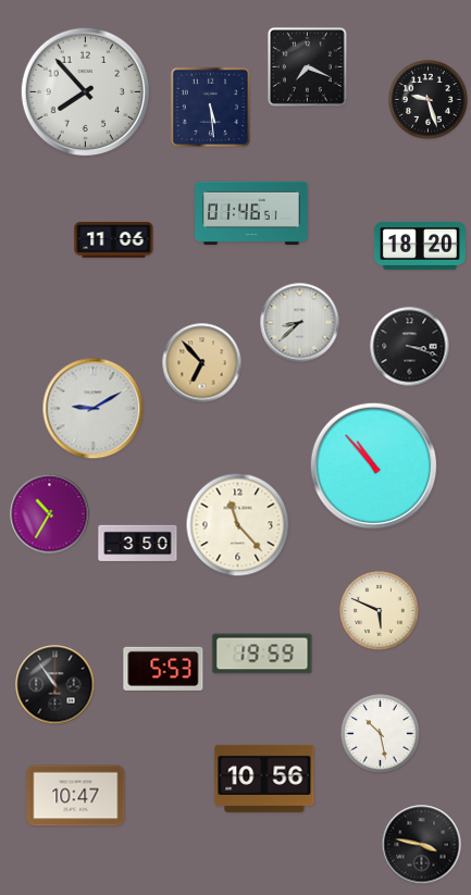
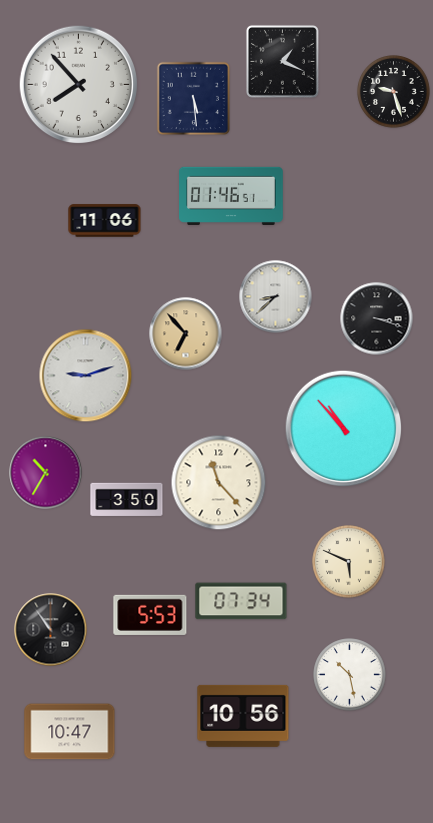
clock at (307, 66): 7:19 -> 1:19
clock at (420, 246): 18:20 -> none
clock at (94, 409): 9:10 -> 9:12
clock at (262, 654): 19:59 -> 07:34
clock at (422, 845): 3:47 -> none
